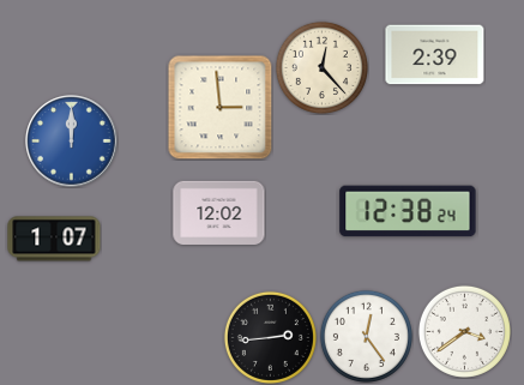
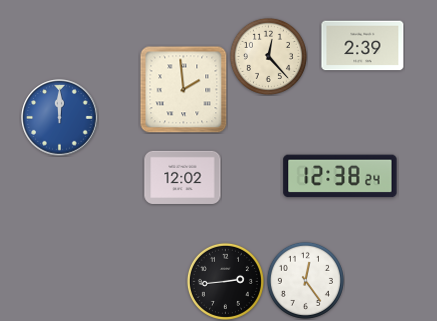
clock at (221, 108): 2:59 -> 1:59
clock at (54, 239): 1:07 -> none
clock at (464, 331): 3:39 -> none
